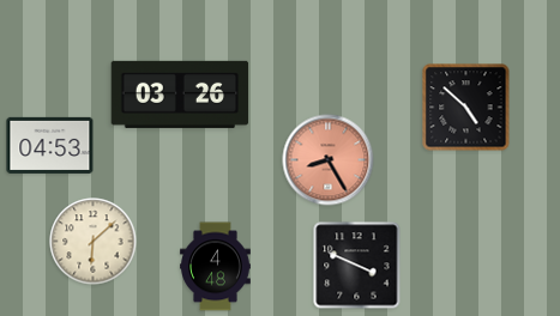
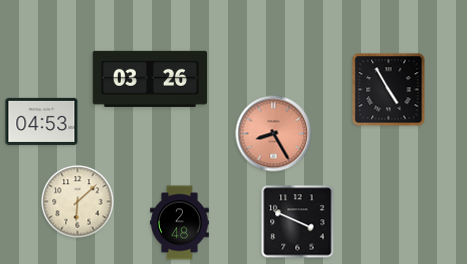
clock at (466, 108): 4:52 -> 4:55
clock at (216, 267): 4:48 -> 2:48
